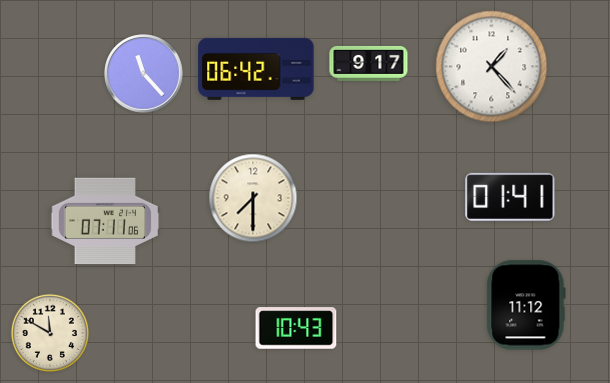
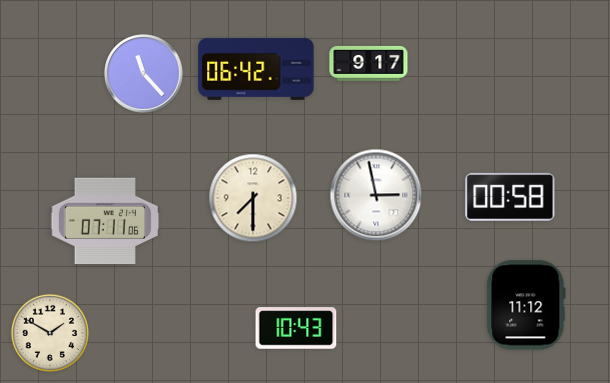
clock at (492, 67): 1:23 -> none
clock at (376, 195): none -> 2:58
clock at (510, 197): 01:41 -> 00:58
clock at (50, 333): 11:50 -> 1:50
